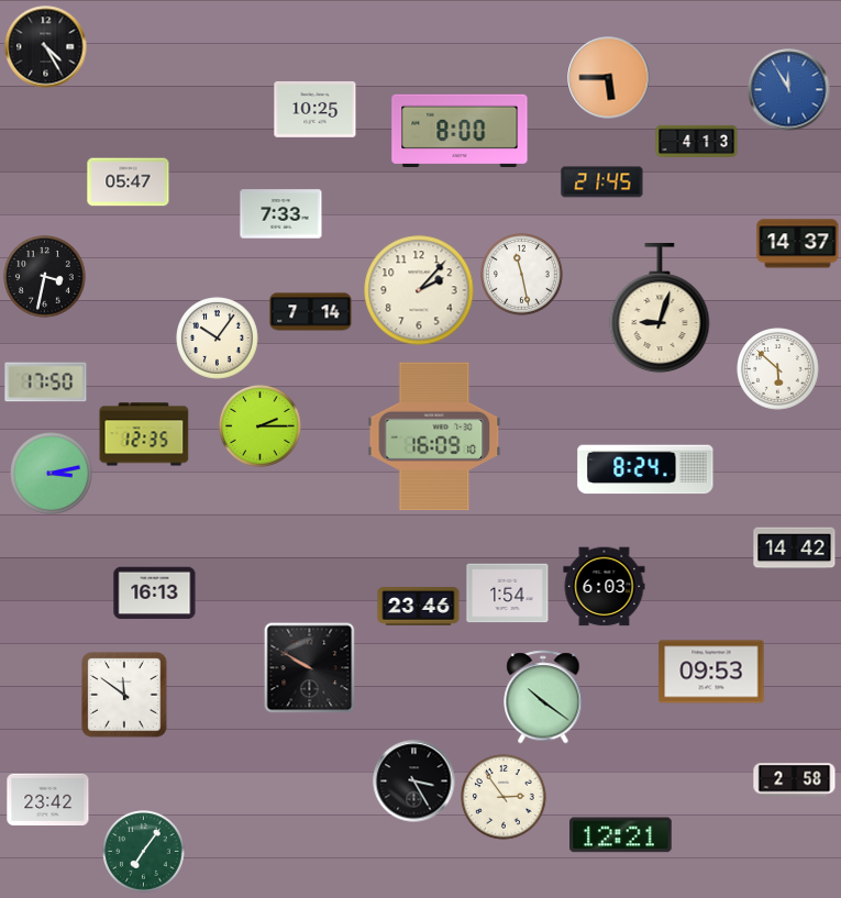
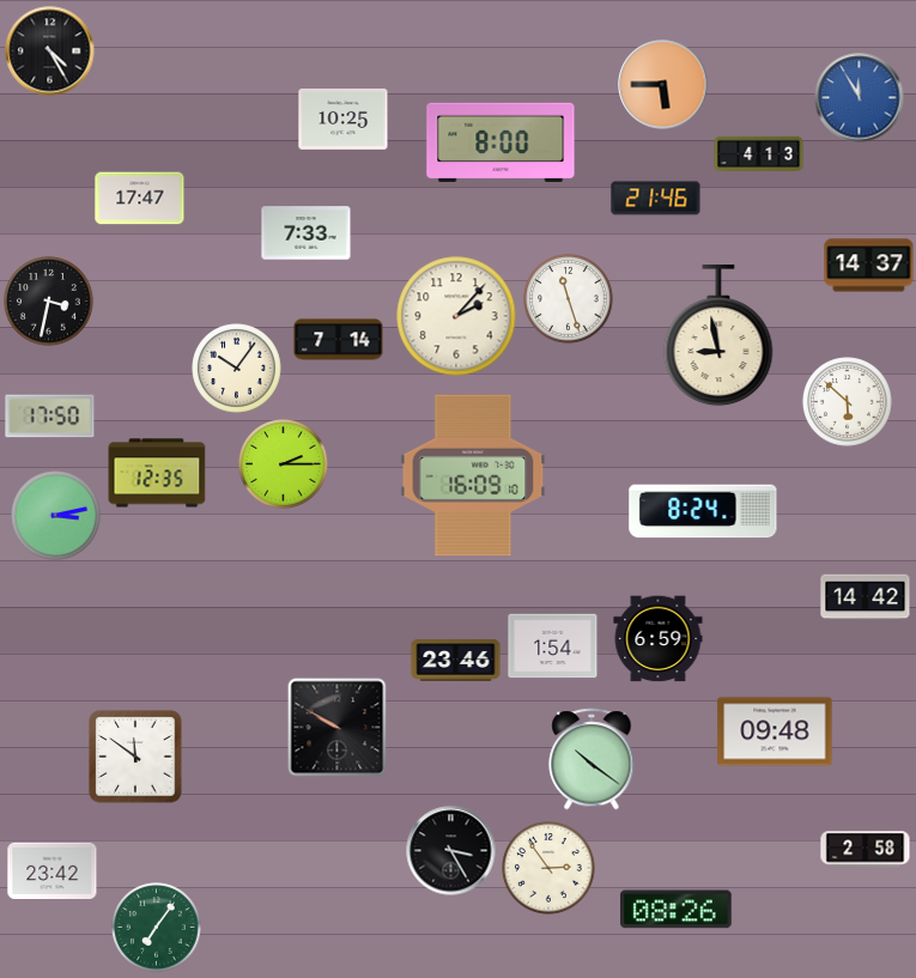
clock at (129, 182): 05:47 -> 17:47
clock at (602, 182): 21:45 -> 21:46
clock at (522, 275): 11:28 -> 11:27
clock at (660, 309): 9:03 -> 8:58
clock at (605, 587): 6:03 -> 6:59
clock at (155, 594): 16:13 -> none
clock at (711, 672): 09:53 -> 09:48
clock at (621, 835): 12:21 -> 08:26
